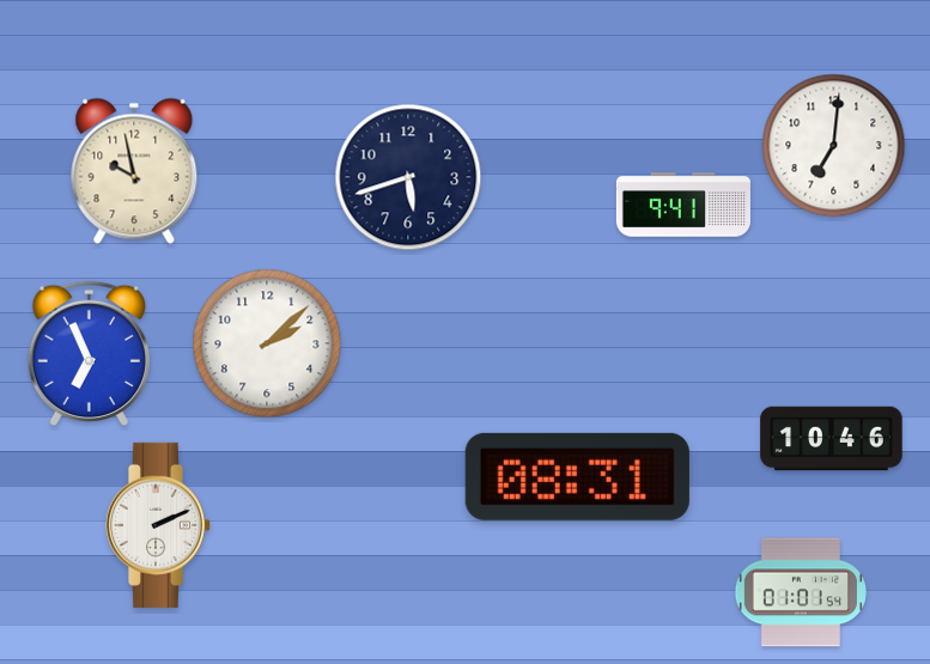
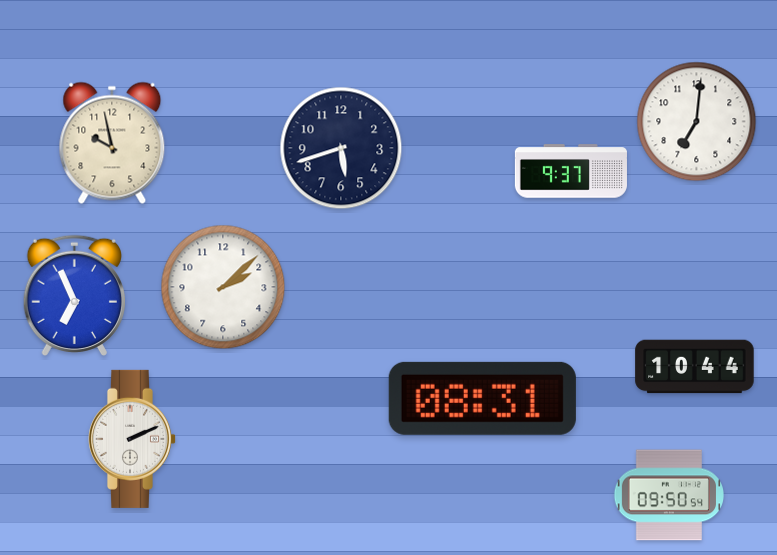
clock at (683, 205): 9:41 -> 9:37
clock at (832, 439): 10:46 -> 10:44
clock at (800, 592): 01:01 -> 09:50
